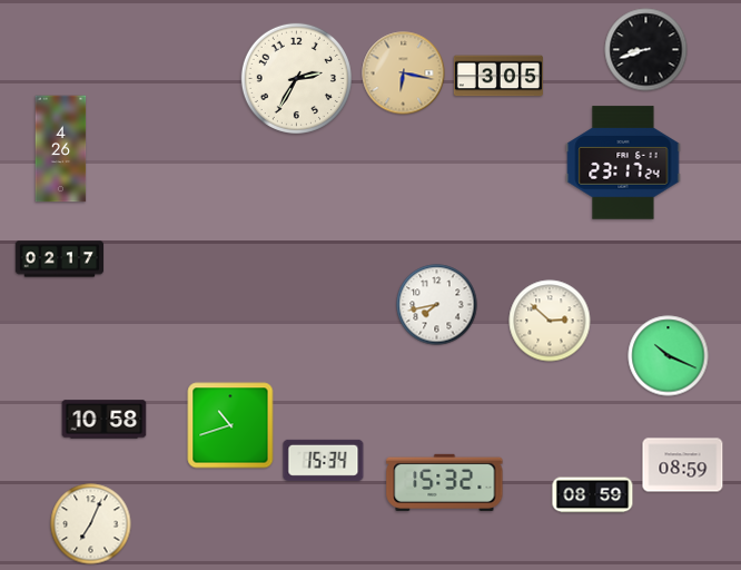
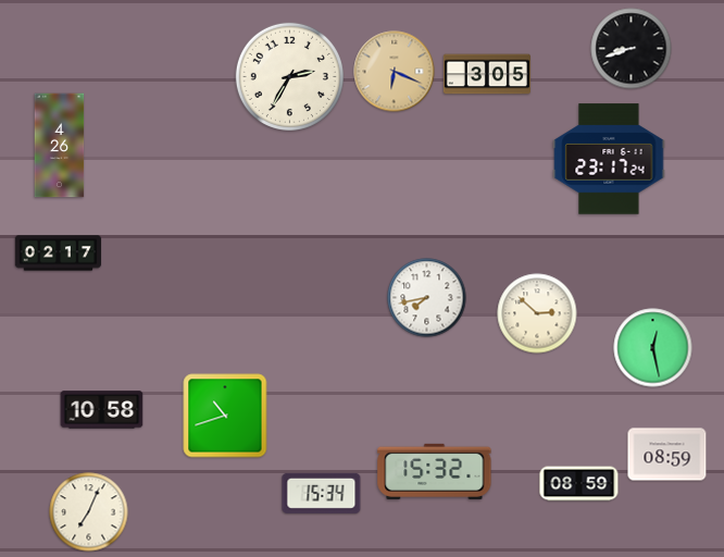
clock at (404, 73): 6:17 -> 6:19
clock at (669, 356): 10:19 -> 12:28
clock at (324, 460) position: (324, 460) -> (322, 493)
